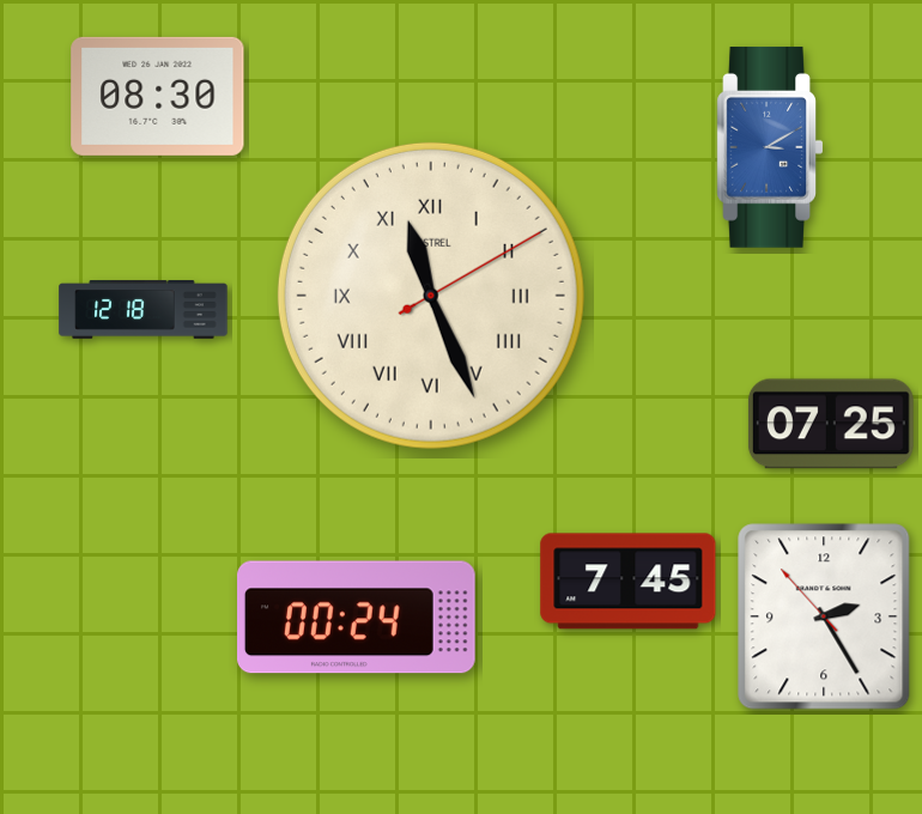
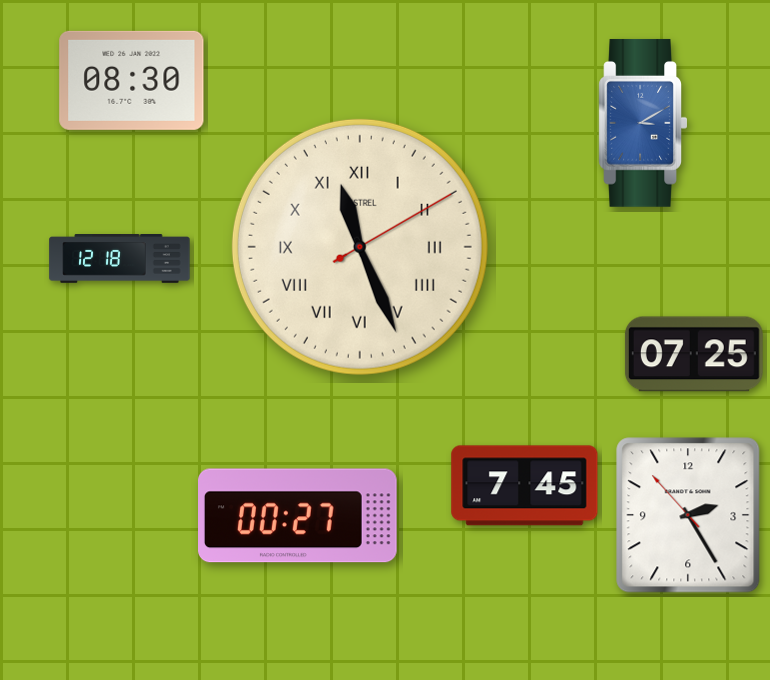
clock at (357, 618): 00:24 -> 00:27
